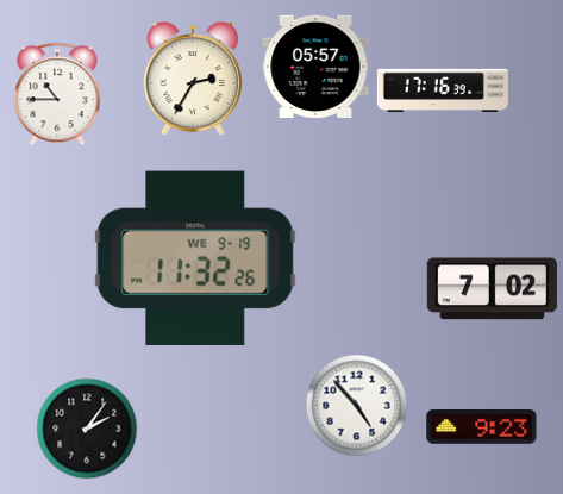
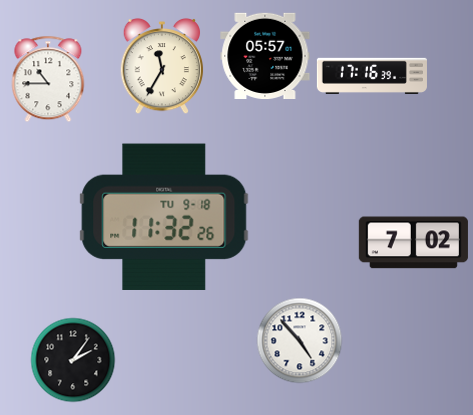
clock at (193, 79): 2:35 -> 11:35
clock at (195, 258) date: WE 9-19 -> TU 9-18
clock at (482, 426): 9:23 -> none
